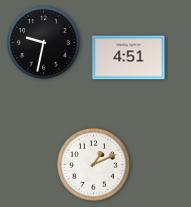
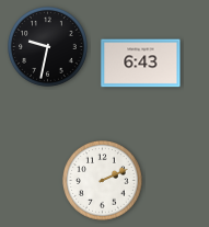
clock at (129, 58): 4:51 -> 6:43
clock at (94, 165): 1:11 -> 2:11
